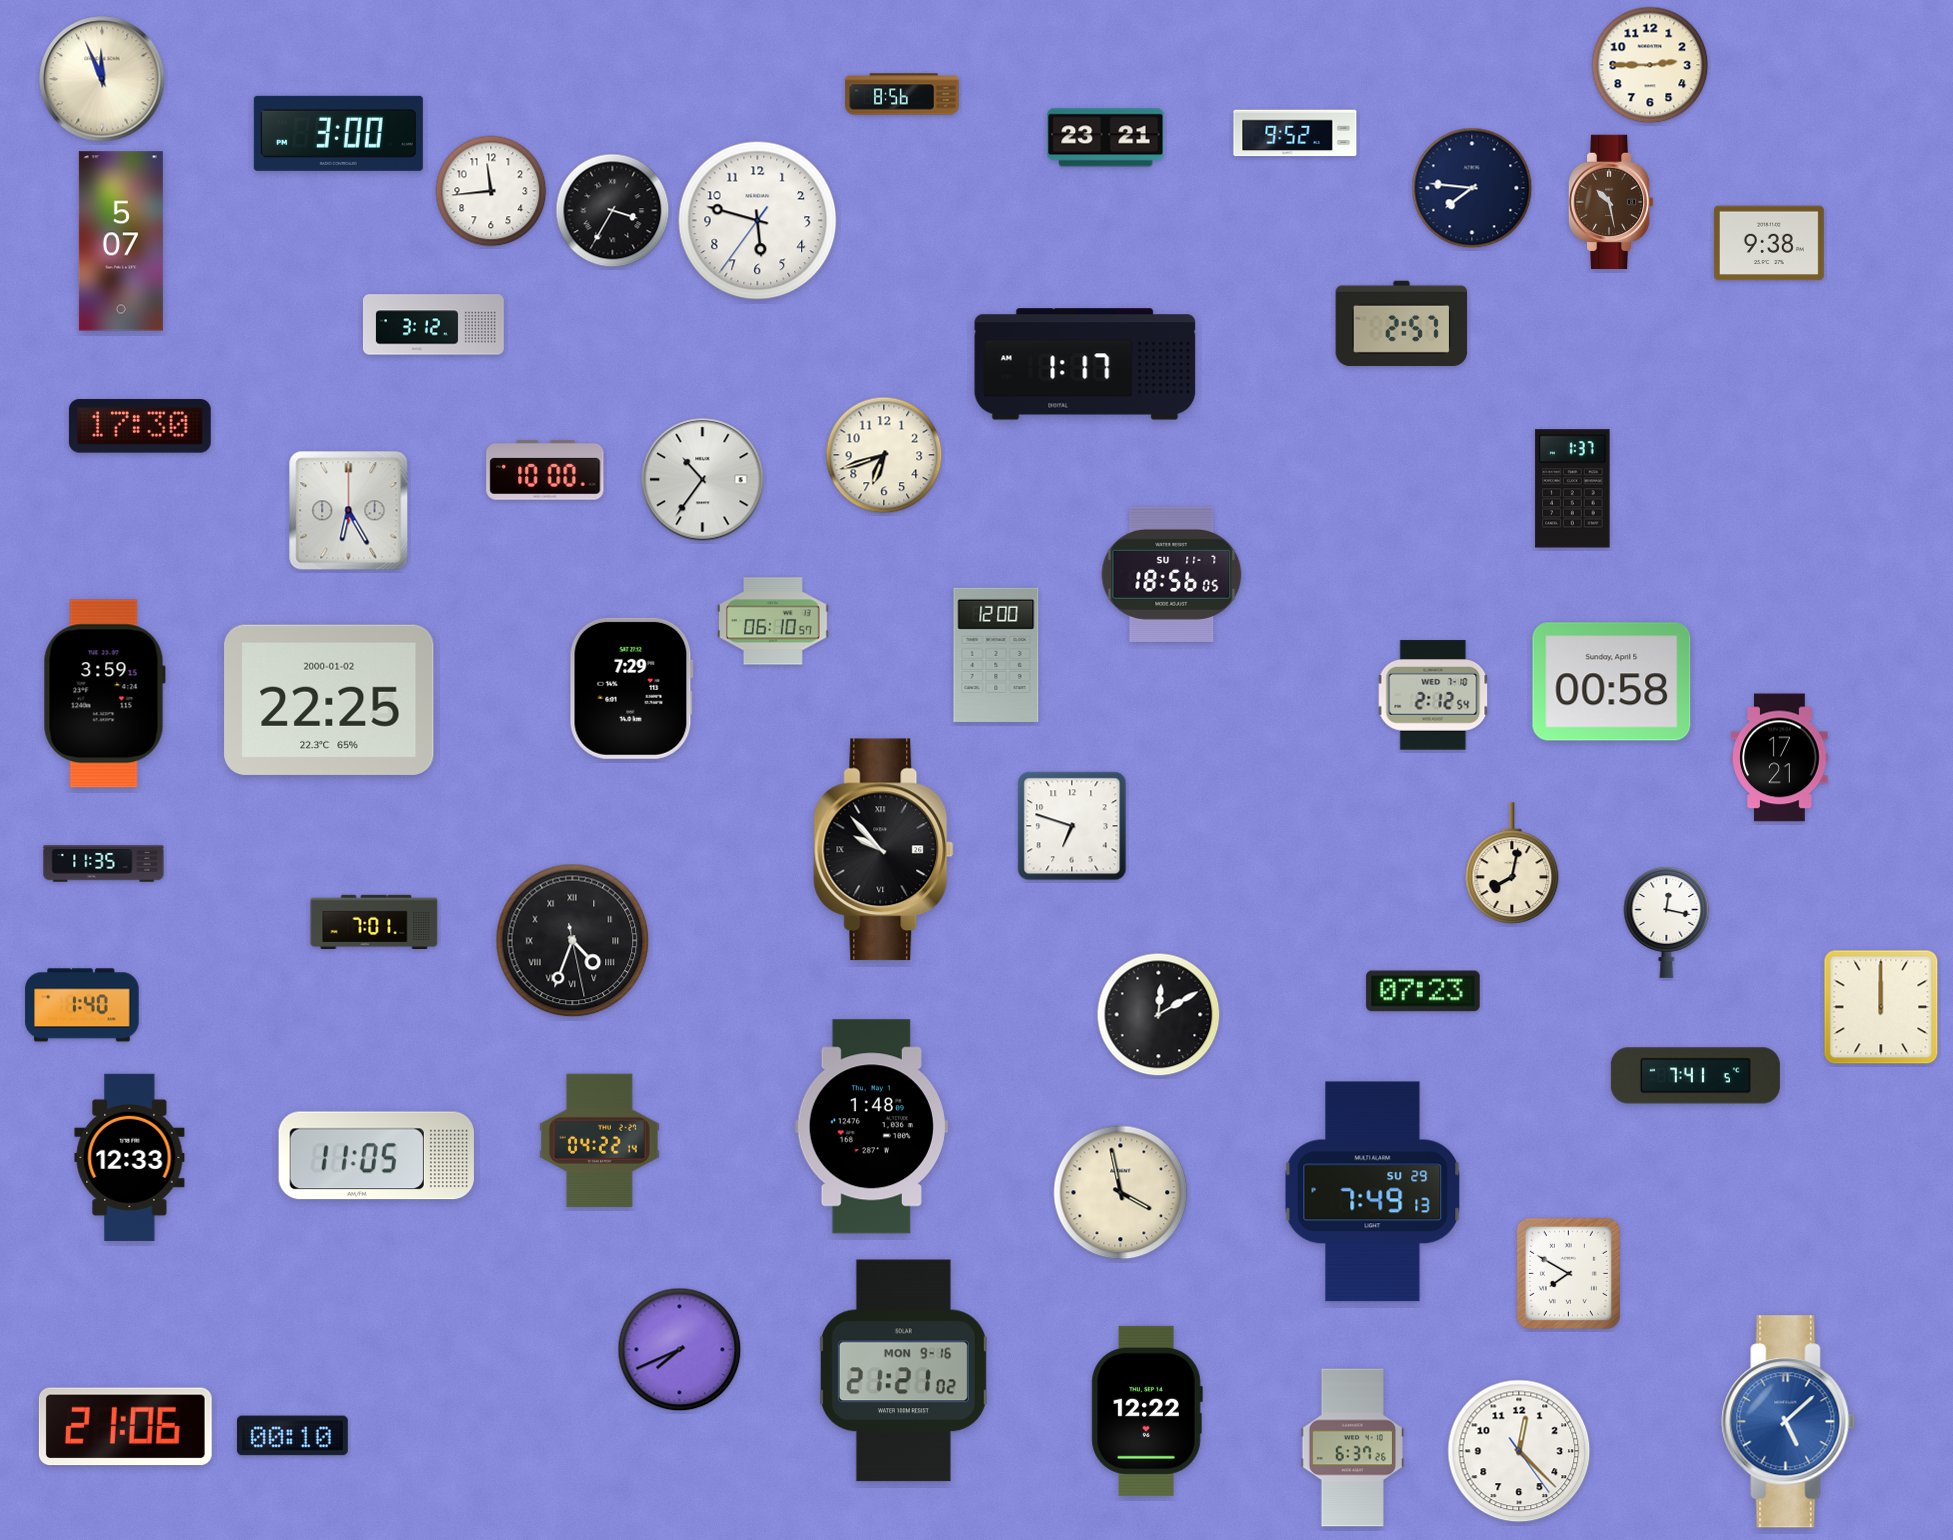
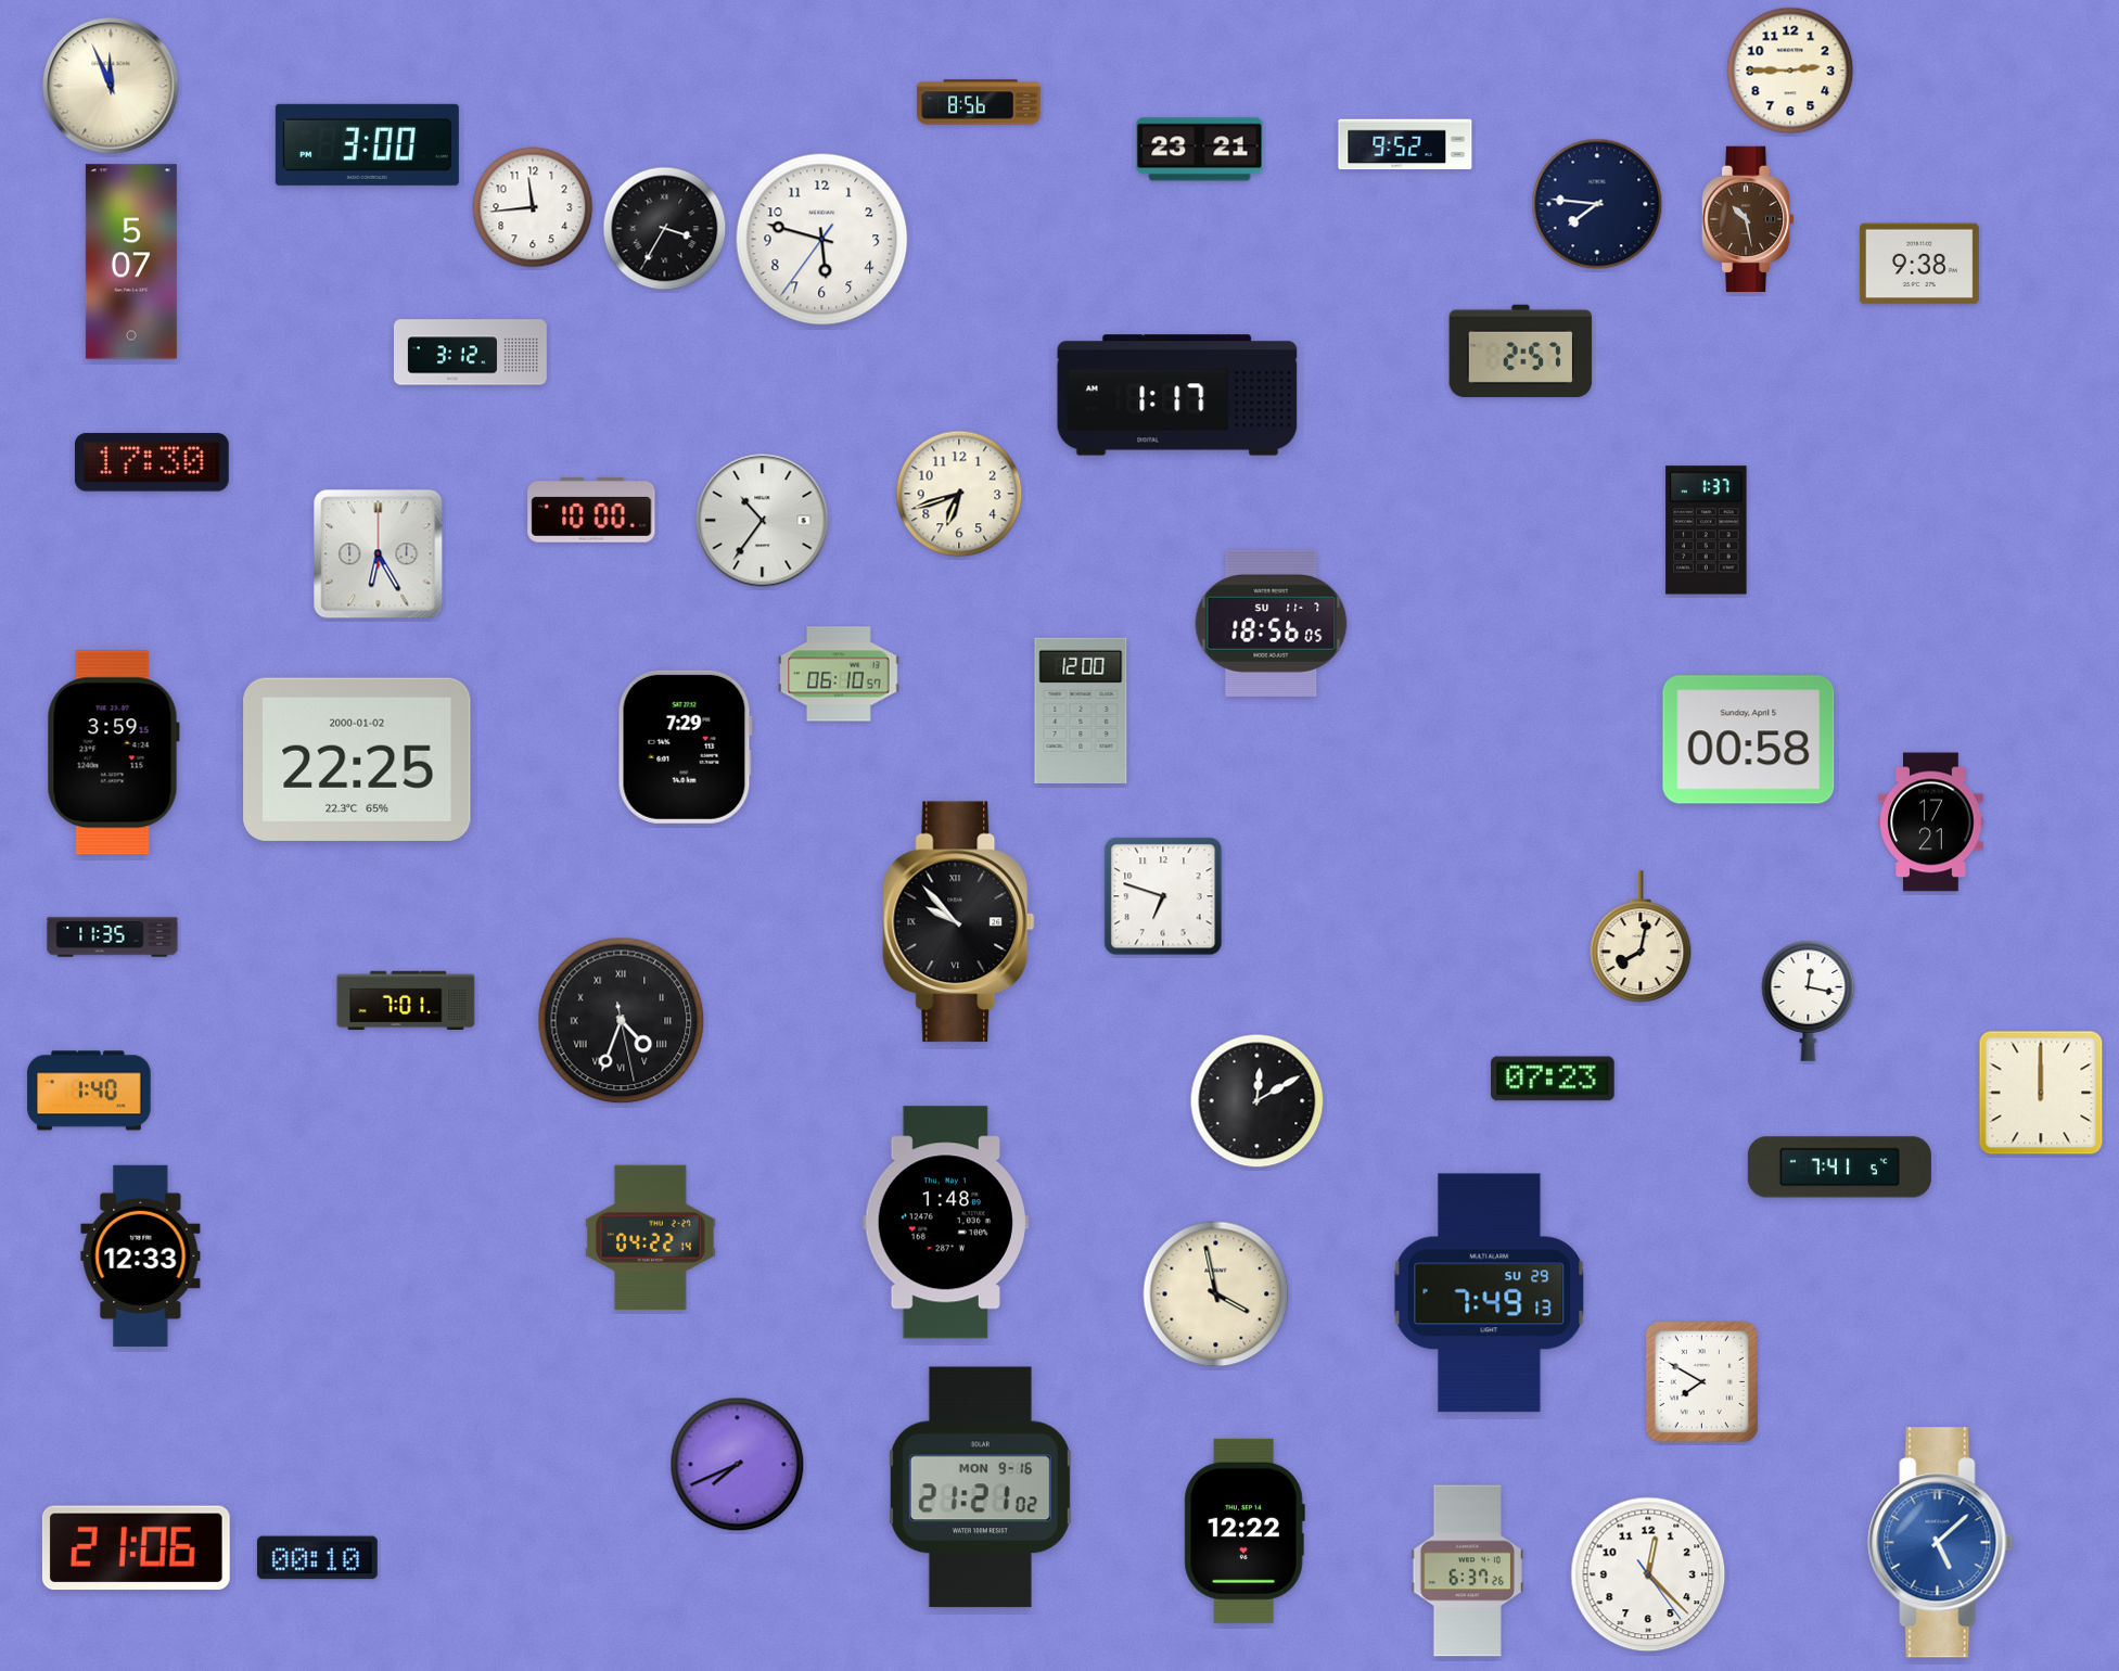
clock at (1433, 695): 2:12 -> none
clock at (1423, 991) position: (1423, 991) -> (1553, 1079)
clock at (376, 1156): 11:05 -> none
